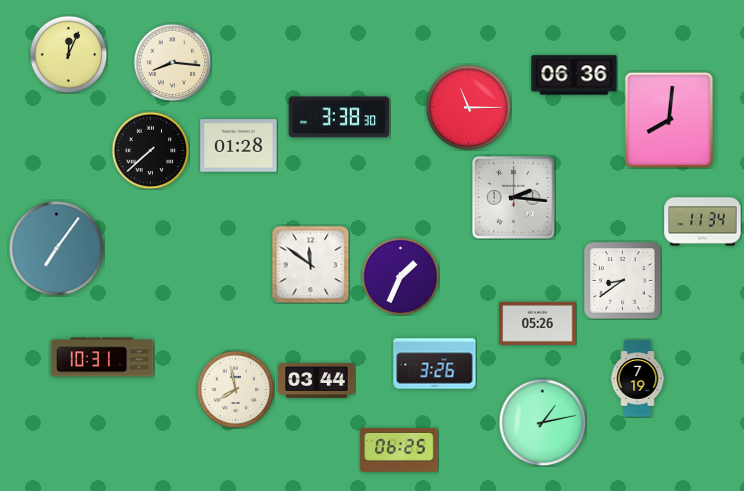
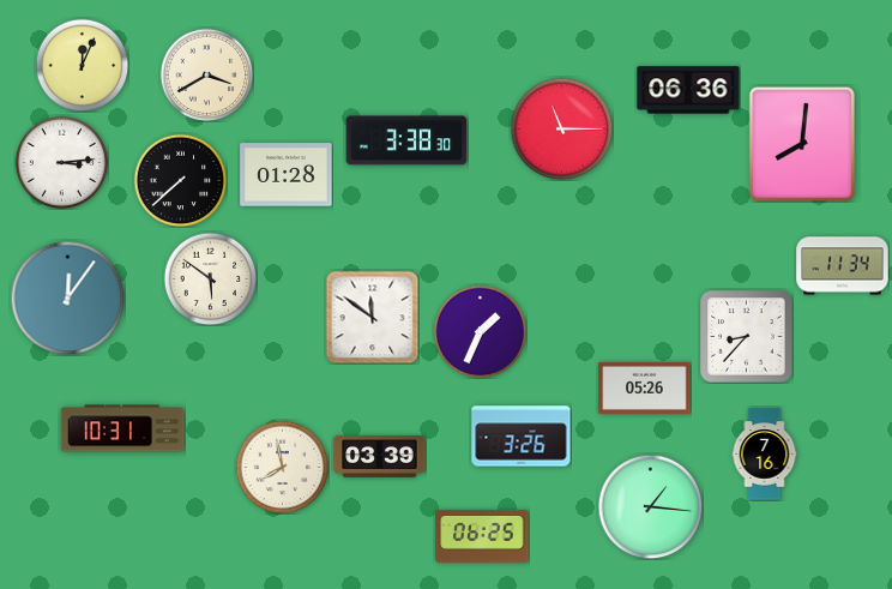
clock at (172, 62): 8:16 -> 3:40
clock at (61, 162): none -> 3:14
clock at (514, 198): 2:16 -> none
clock at (210, 278): none -> 5:51
clock at (56, 248): 7:06 -> 12:06
clock at (623, 281): 8:39 -> 8:37
clock at (638, 379): 7:19 -> 7:16
clock at (317, 381): 03:44 -> 03:39
clock at (542, 422): 1:13 -> 1:16
clock at (399, 450) position: (399, 450) -> (482, 536)
